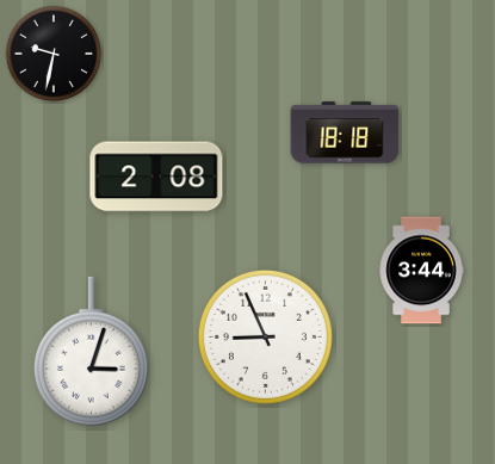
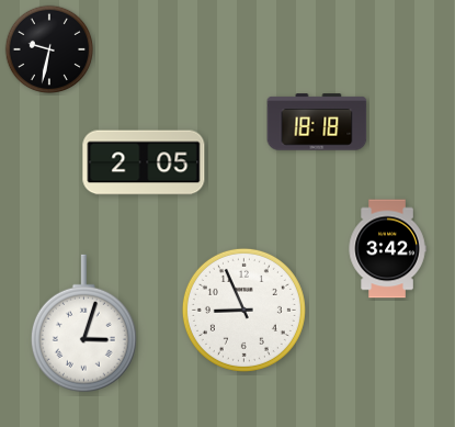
clock at (156, 177): 2:08 -> 2:05
clock at (421, 271): 3:44 -> 3:42
